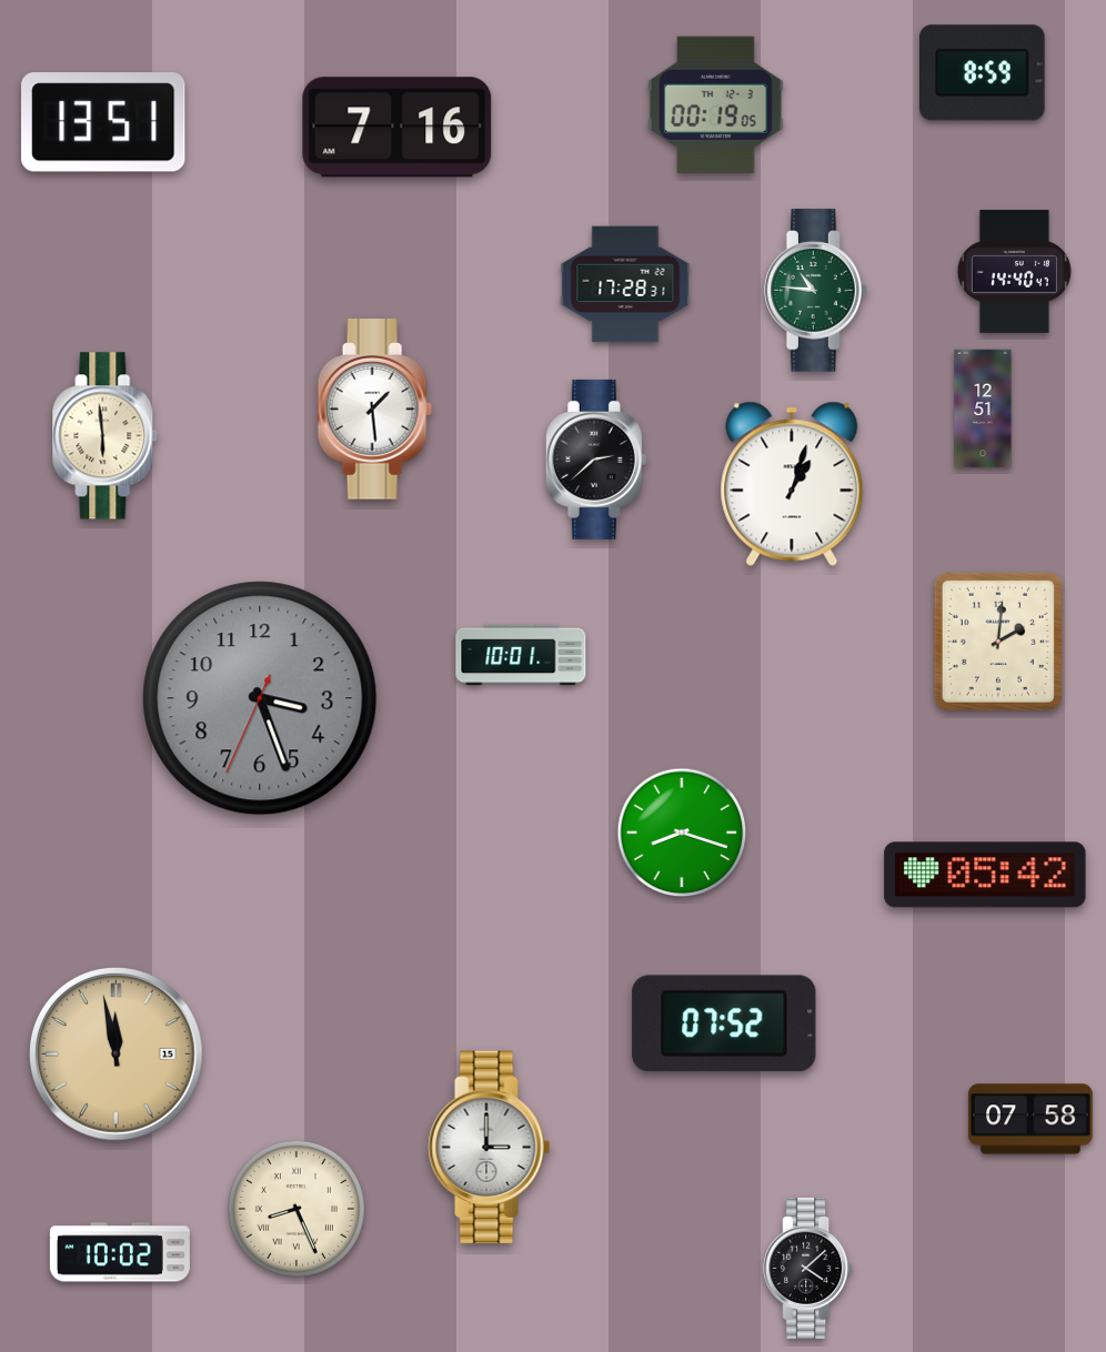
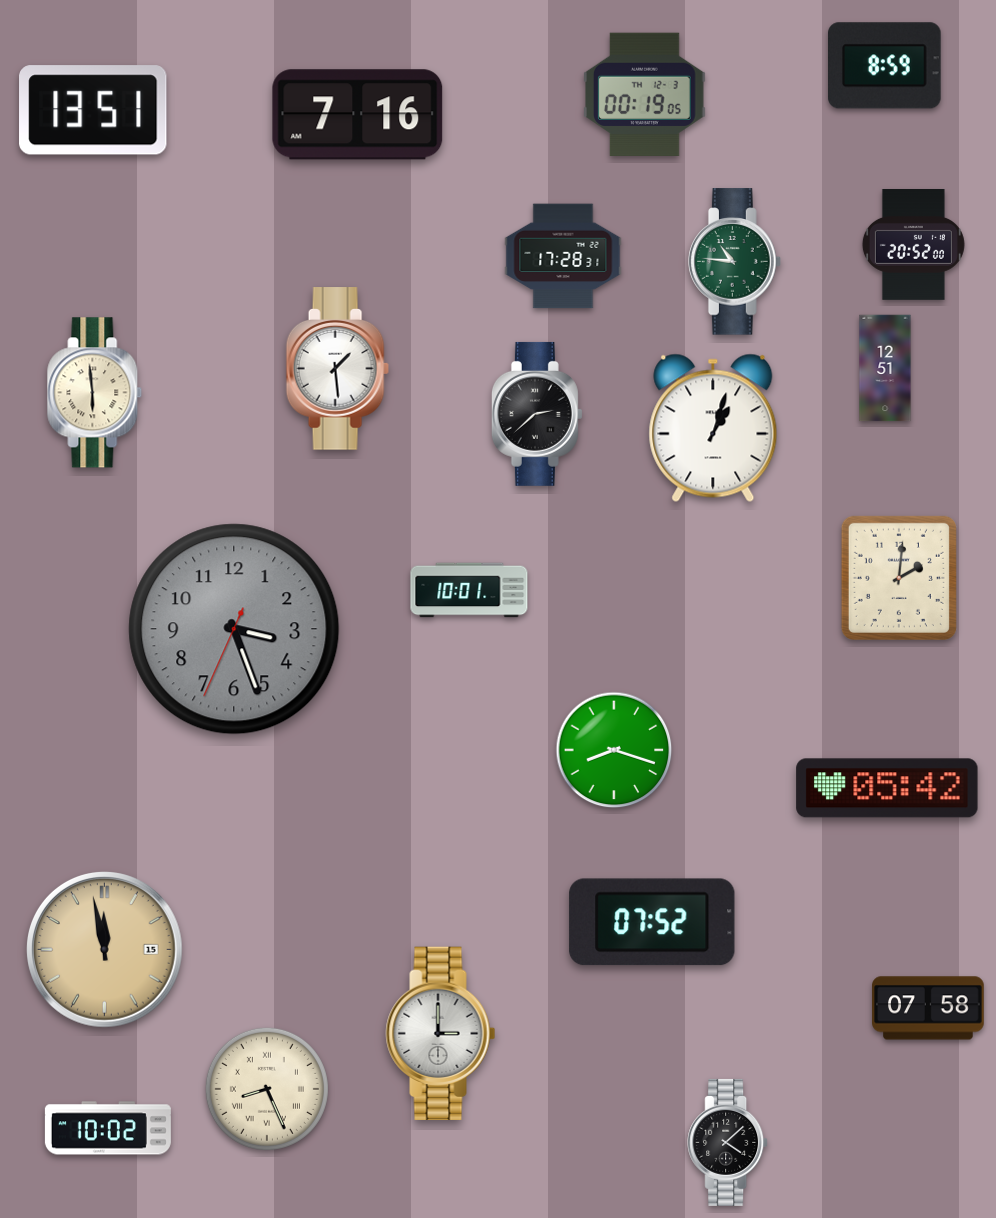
clock at (1014, 272): 14:40 -> 20:52
clock at (792, 484) position: (792, 484) -> (713, 428)
